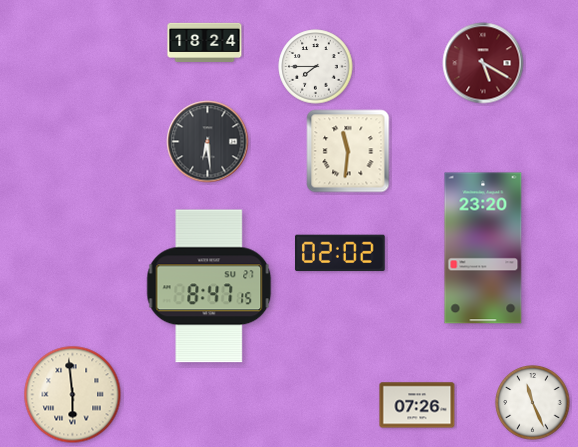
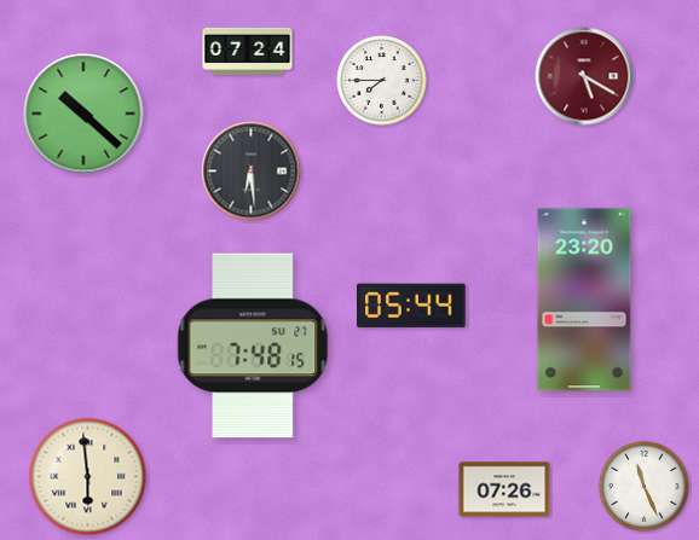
clock at (205, 42): 18:24 -> 07:24
clock at (83, 114): none -> 10:22
clock at (348, 151): 11:31 -> none
clock at (341, 253): 02:02 -> 05:44
clock at (209, 286): 8:47 -> 7:48
